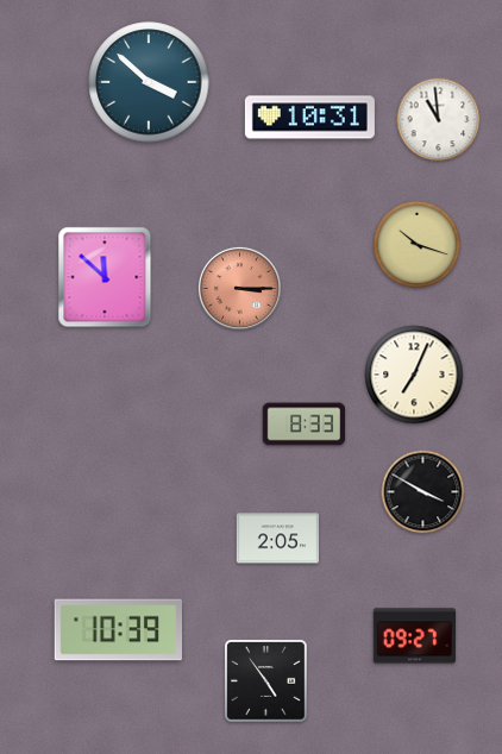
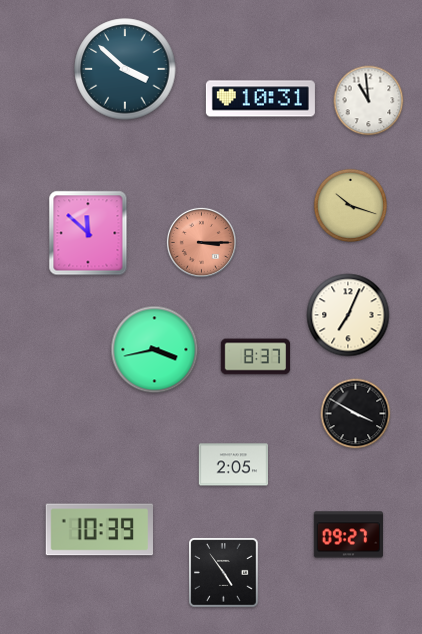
clock at (155, 350): none -> 3:43
clock at (305, 425): 8:33 -> 8:37
clock at (278, 539) position: (278, 539) -> (234, 465)
